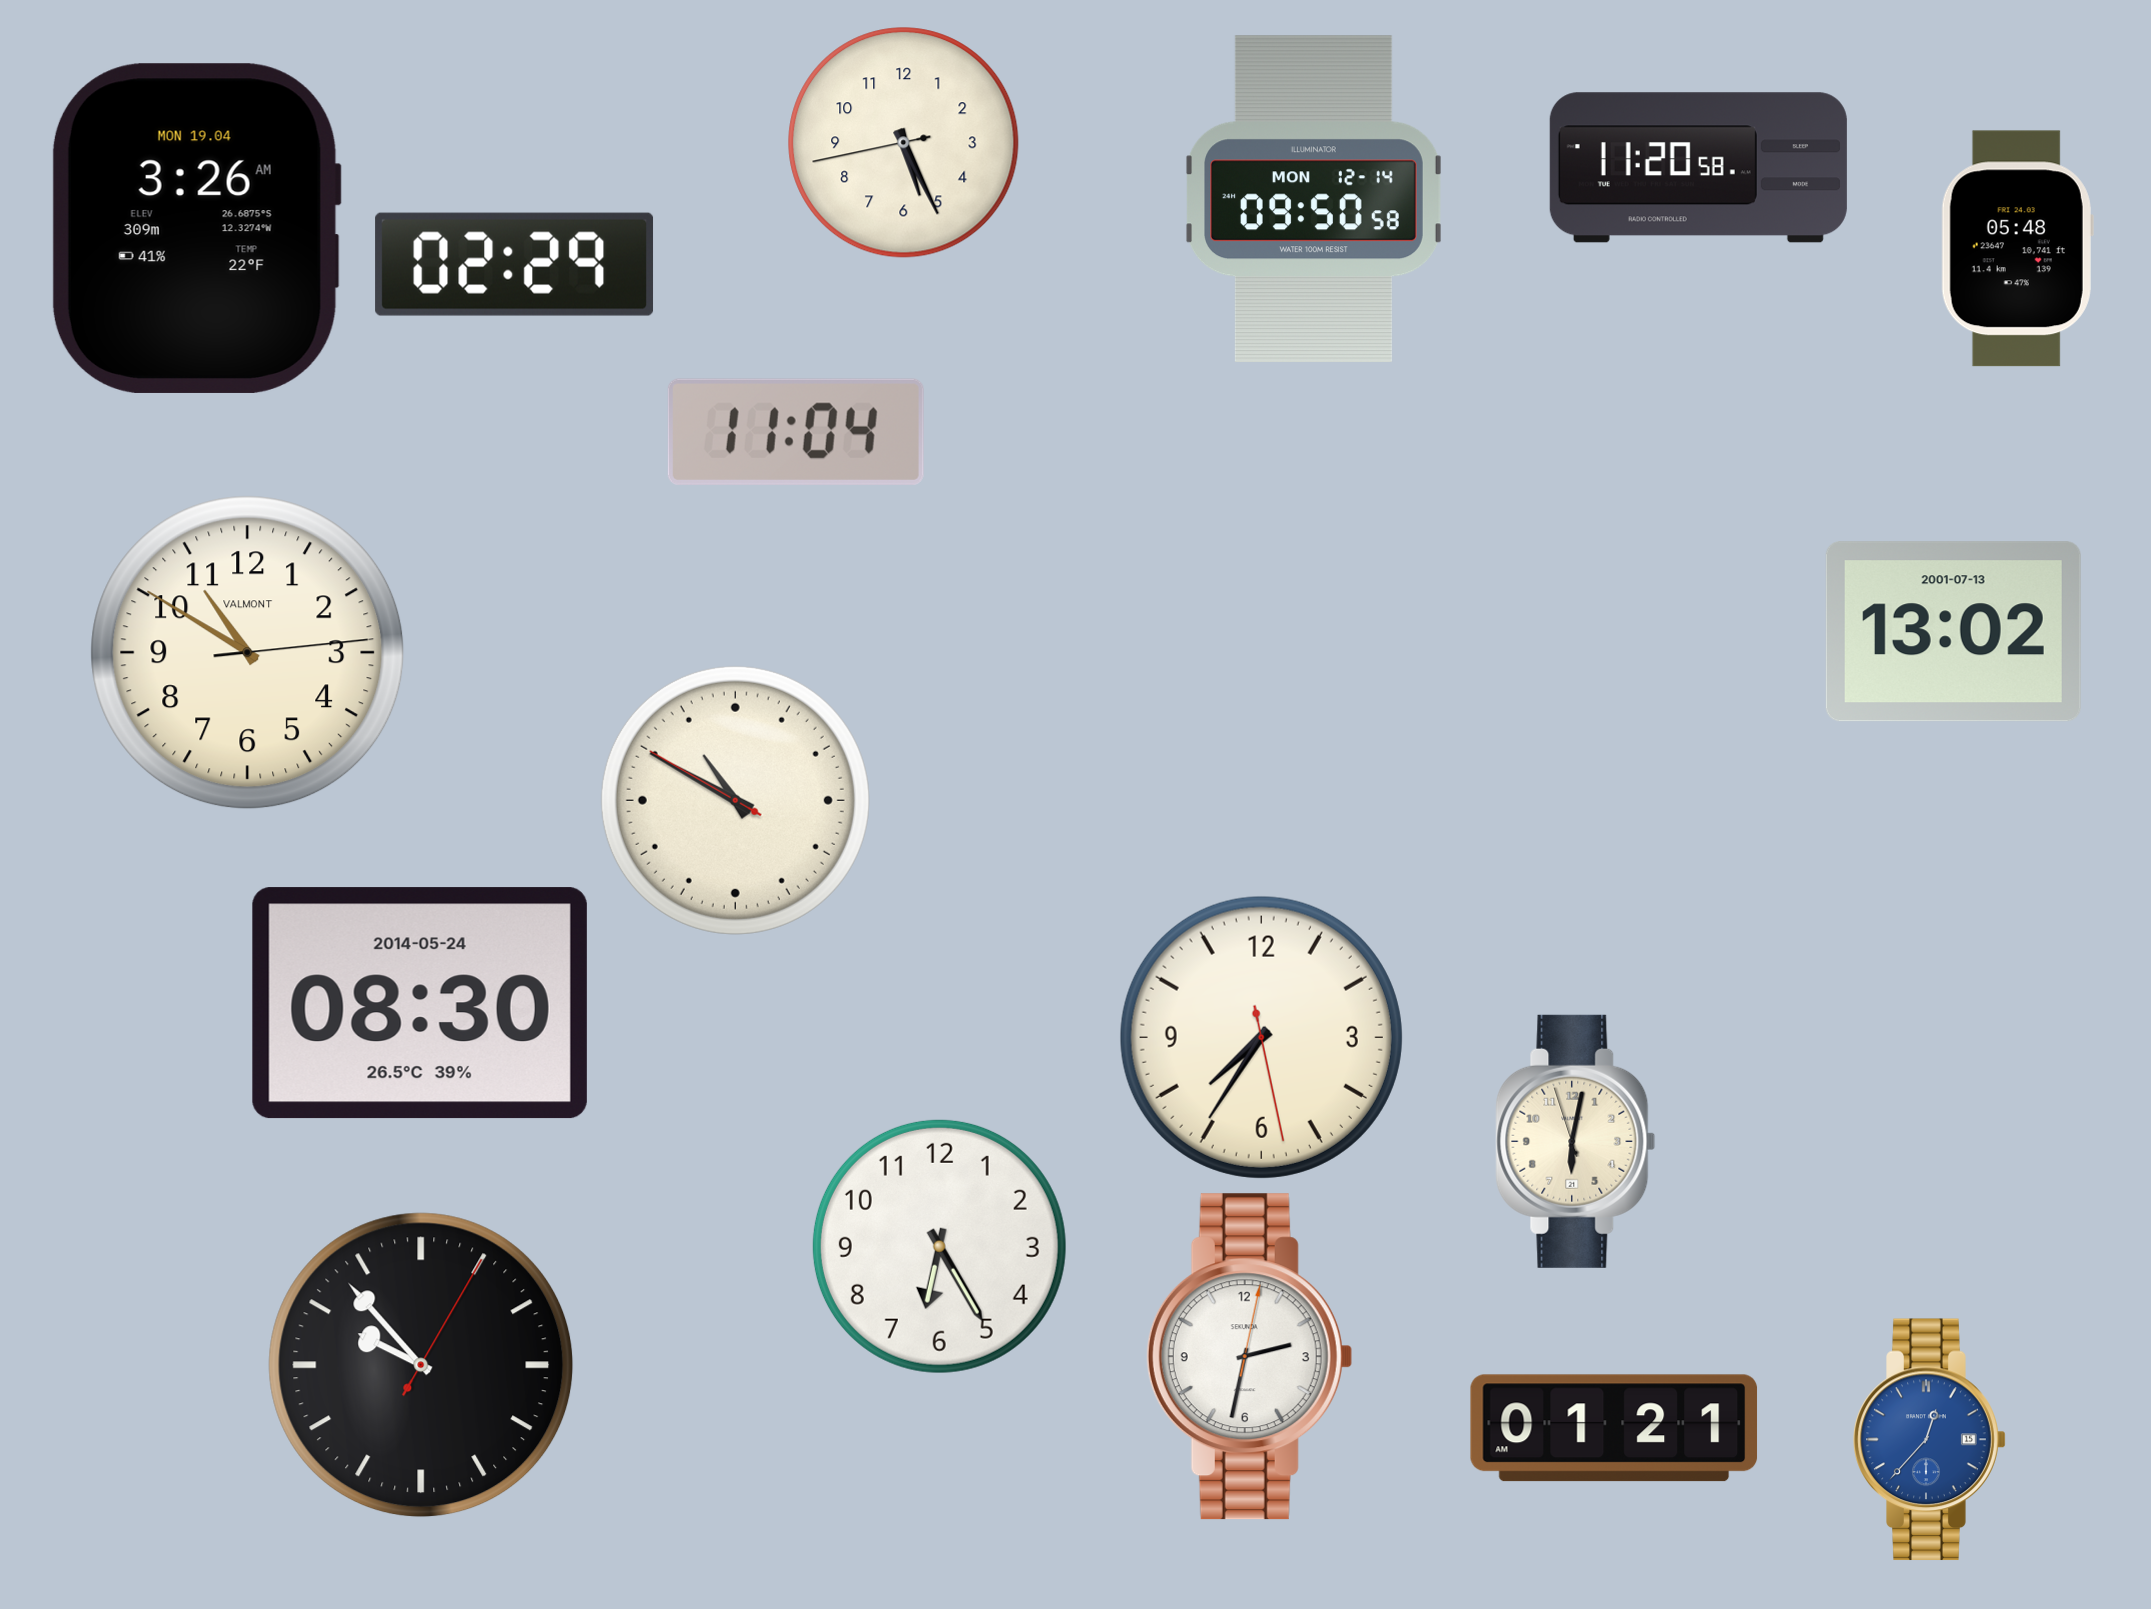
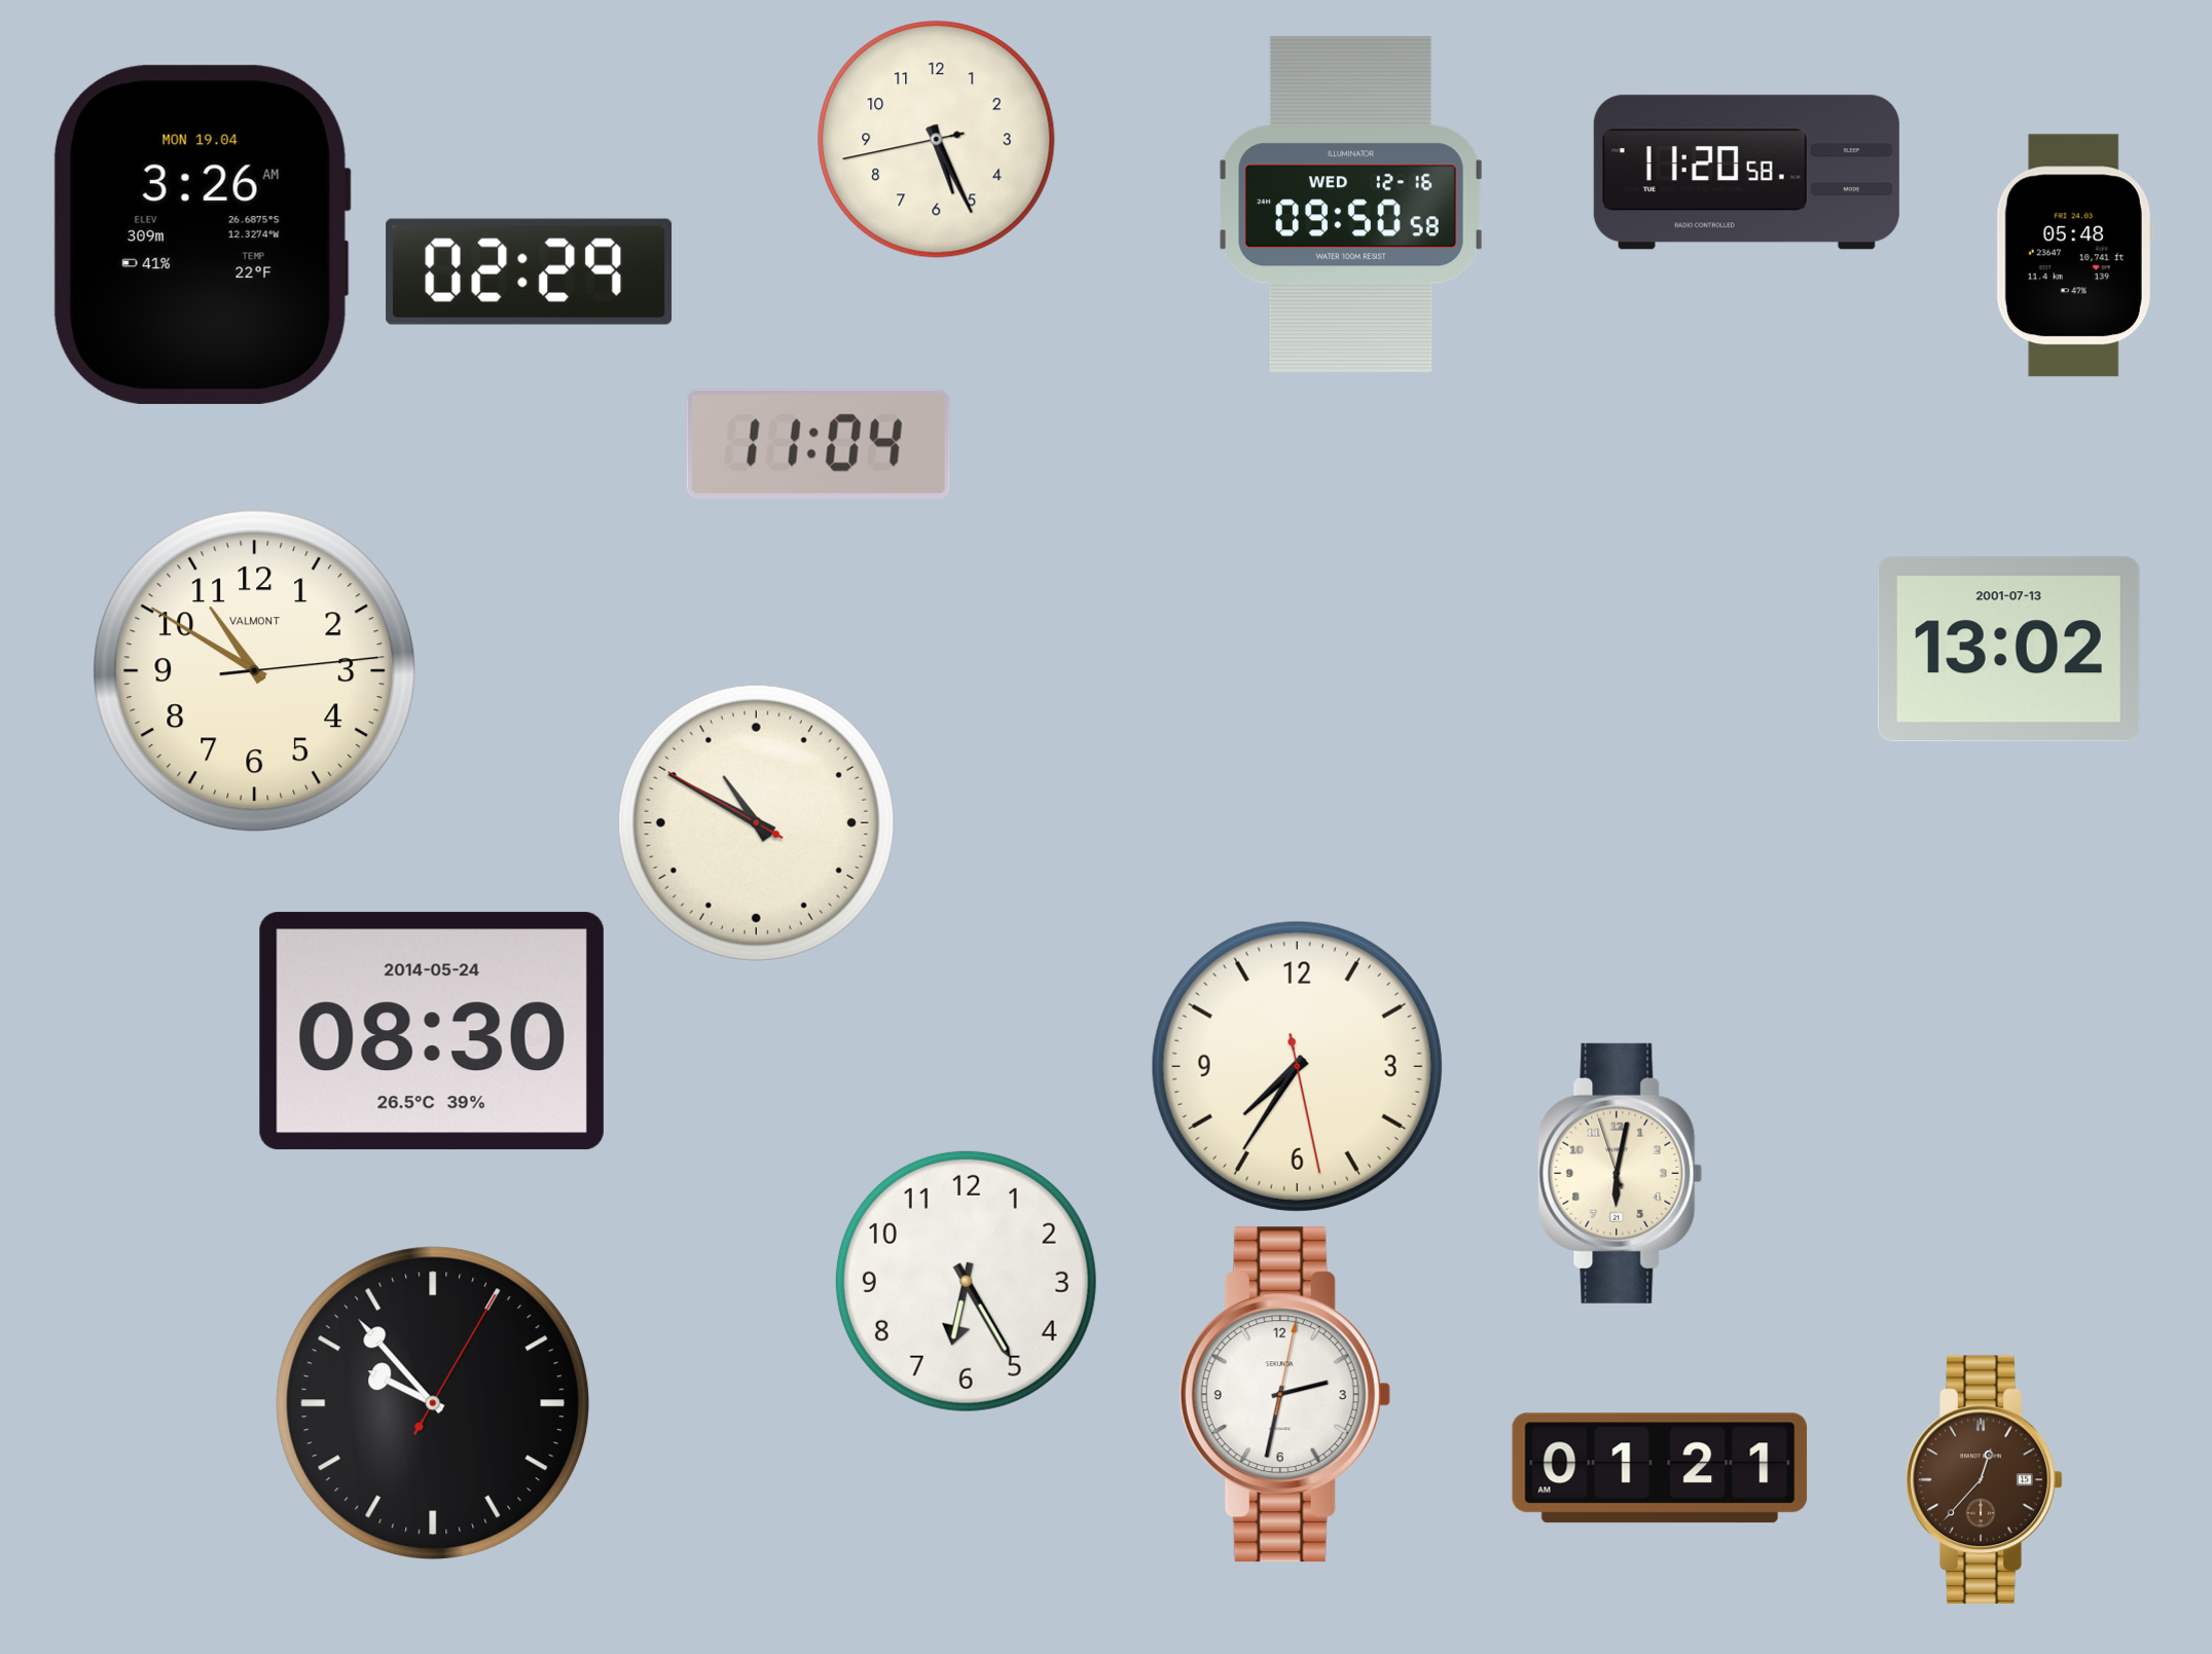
clock at (904, 143) position: (904, 143) -> (937, 140)
clock at (1314, 199) date: MON 12-14 -> WED 12-16
clock at (1930, 1440) dial: blue -> brown
